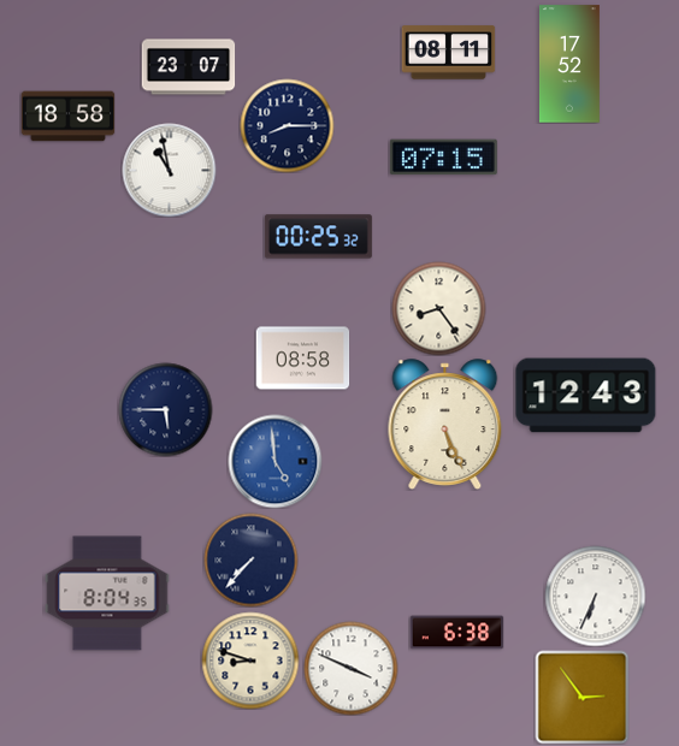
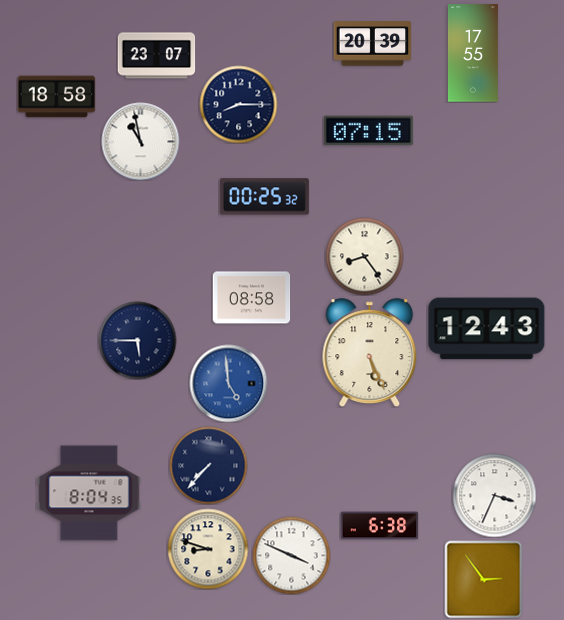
clock at (448, 53): 08:11 -> 20:39
clock at (569, 64): 17:52 -> 17:55
clock at (595, 596): 6:34 -> 3:34
